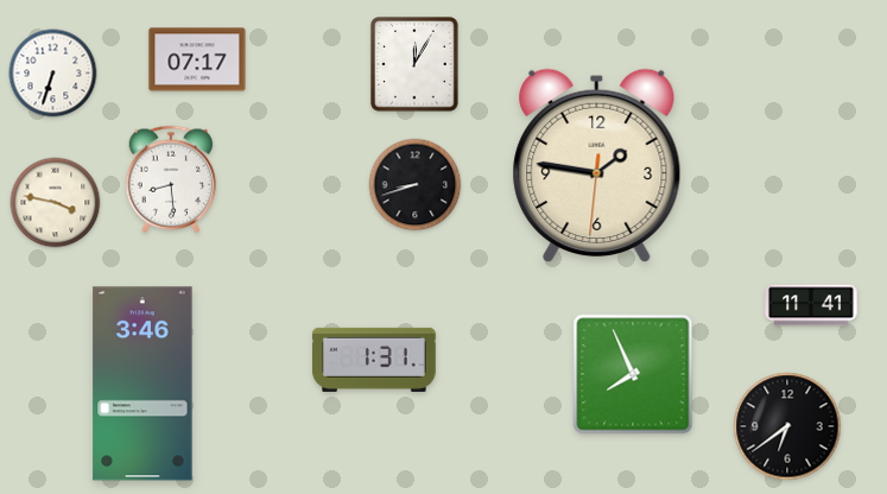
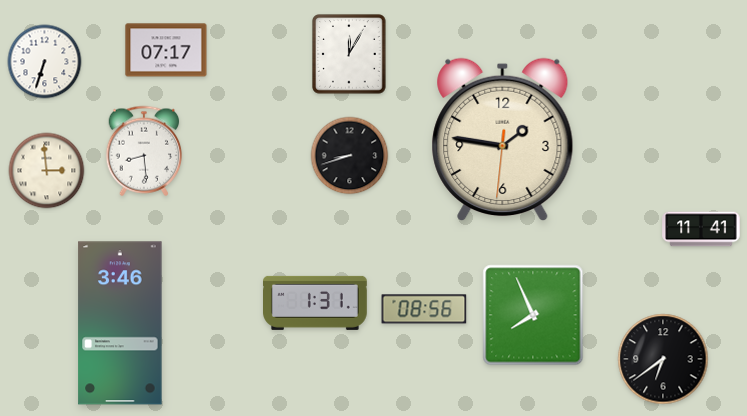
clock at (56, 203): 3:47 -> 2:59
clock at (811, 305) position: (811, 305) -> (701, 229)
clock at (424, 309): none -> 08:56
